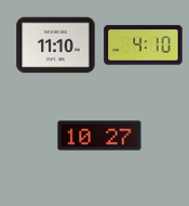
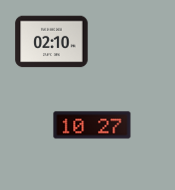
clock at (56, 46): 11:10 -> 02:10
clock at (144, 46): 4:10 -> none
